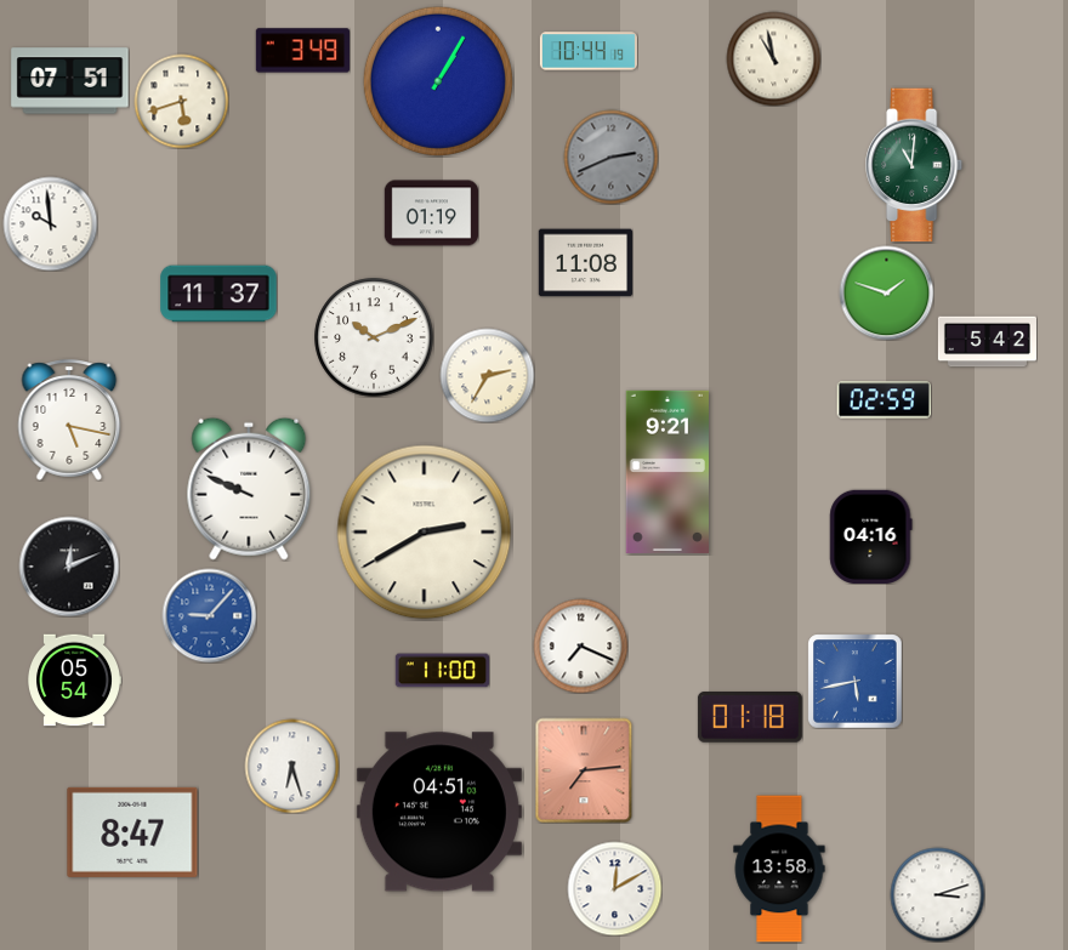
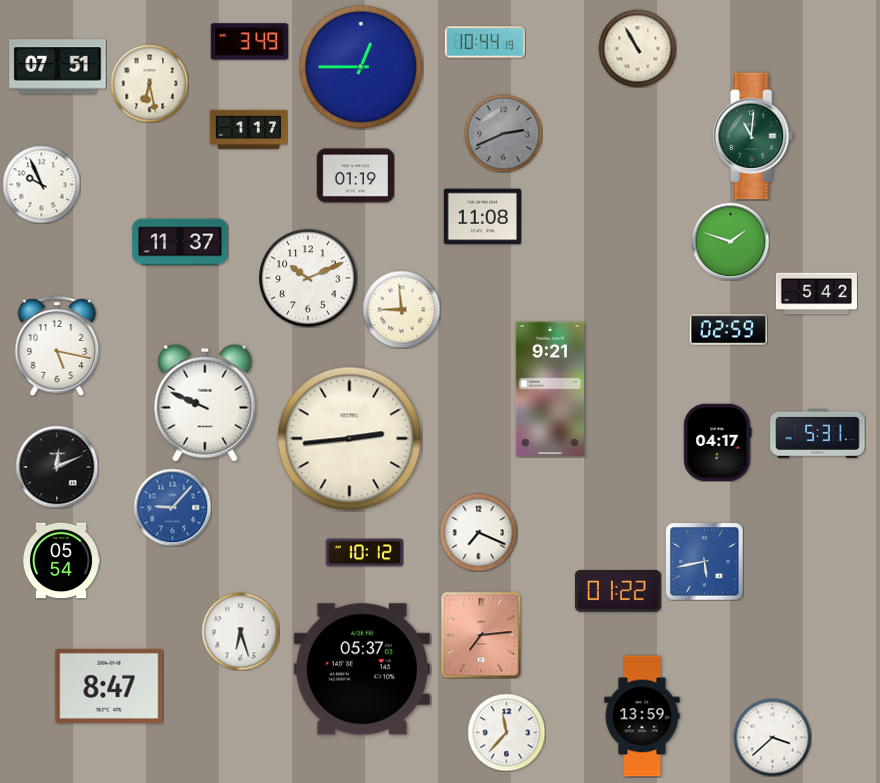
clock at (773, 58): 10:58 -> 10:55
clock at (438, 81): 1:05 -> 12:45
clock at (181, 101): 5:42 -> 6:28
clock at (248, 129): none -> 1:17
clock at (610, 157) position: (610, 157) -> (503, 133)
clock at (50, 223): 9:59 -> 9:56
clock at (987, 342) position: (987, 342) -> (816, 294)
clock at (487, 375): 2:35 -> 8:59
clock at (818, 433): none -> 5:31
clock at (425, 533): 2:40 -> 2:44
clock at (871, 536): 04:16 -> 04:17
clock at (442, 671): 11:00 -> 10:12
clock at (750, 717): 01:18 -> 01:22
clock at (439, 812): 04:51 -> 05:37
clock at (779, 869): 13:58 -> 13:59
clock at (614, 888): 12:10 -> 11:37
clock at (937, 894): 3:12 -> 3:38
